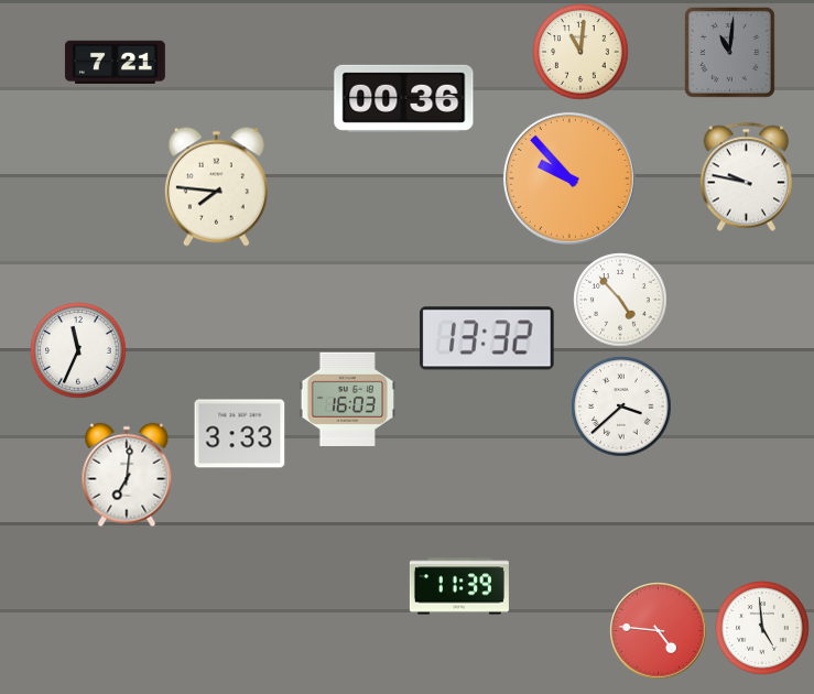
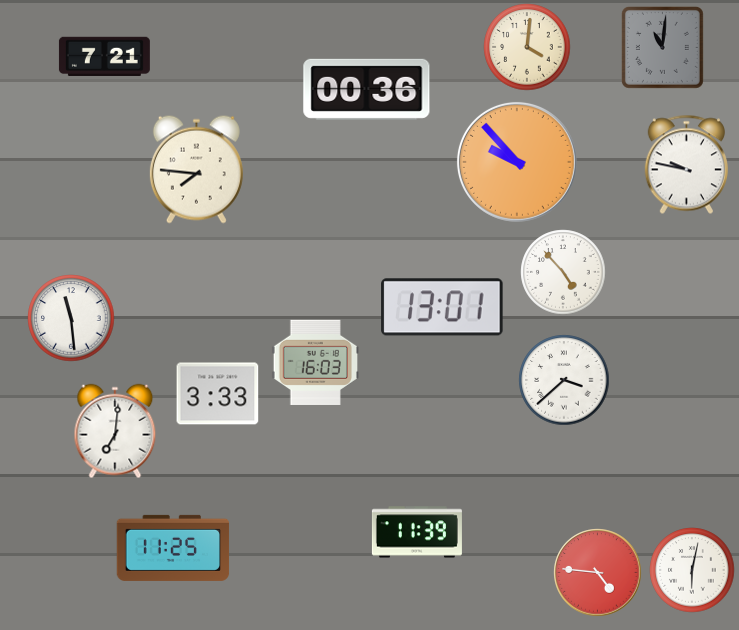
clock at (580, 52): 11:01 -> 4:01
clock at (746, 177) position: (746, 177) -> (686, 165)
clock at (487, 338): 13:32 -> 13:01
clock at (78, 350): 11:34 -> 11:29
clock at (621, 406) position: (621, 406) -> (564, 380)
clock at (173, 548): none -> 11:25
clock at (762, 628): 4:59 -> 6:02
